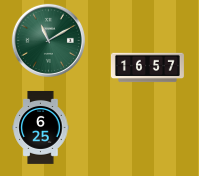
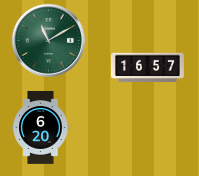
clock at (41, 127): 6:25 -> 6:20
